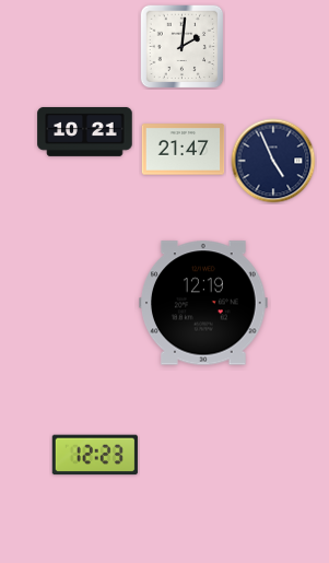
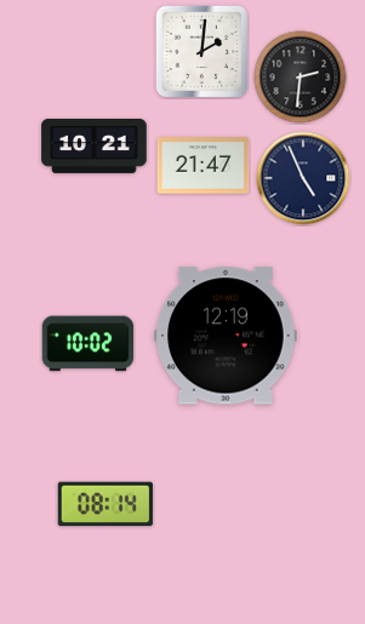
clock at (301, 78): none -> 2:31
clock at (89, 344): none -> 10:02
clock at (95, 455): 12:23 -> 08:14
